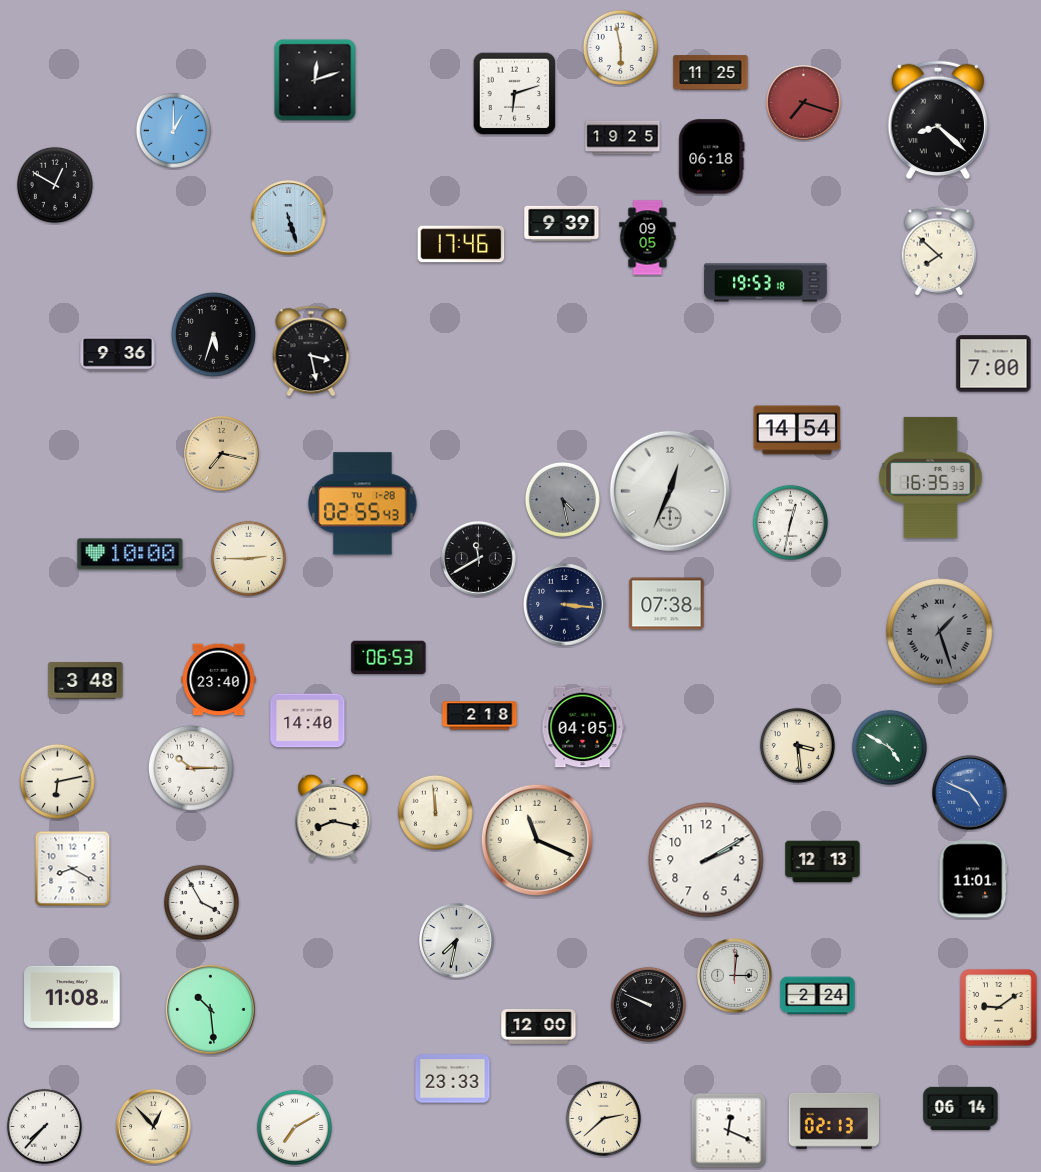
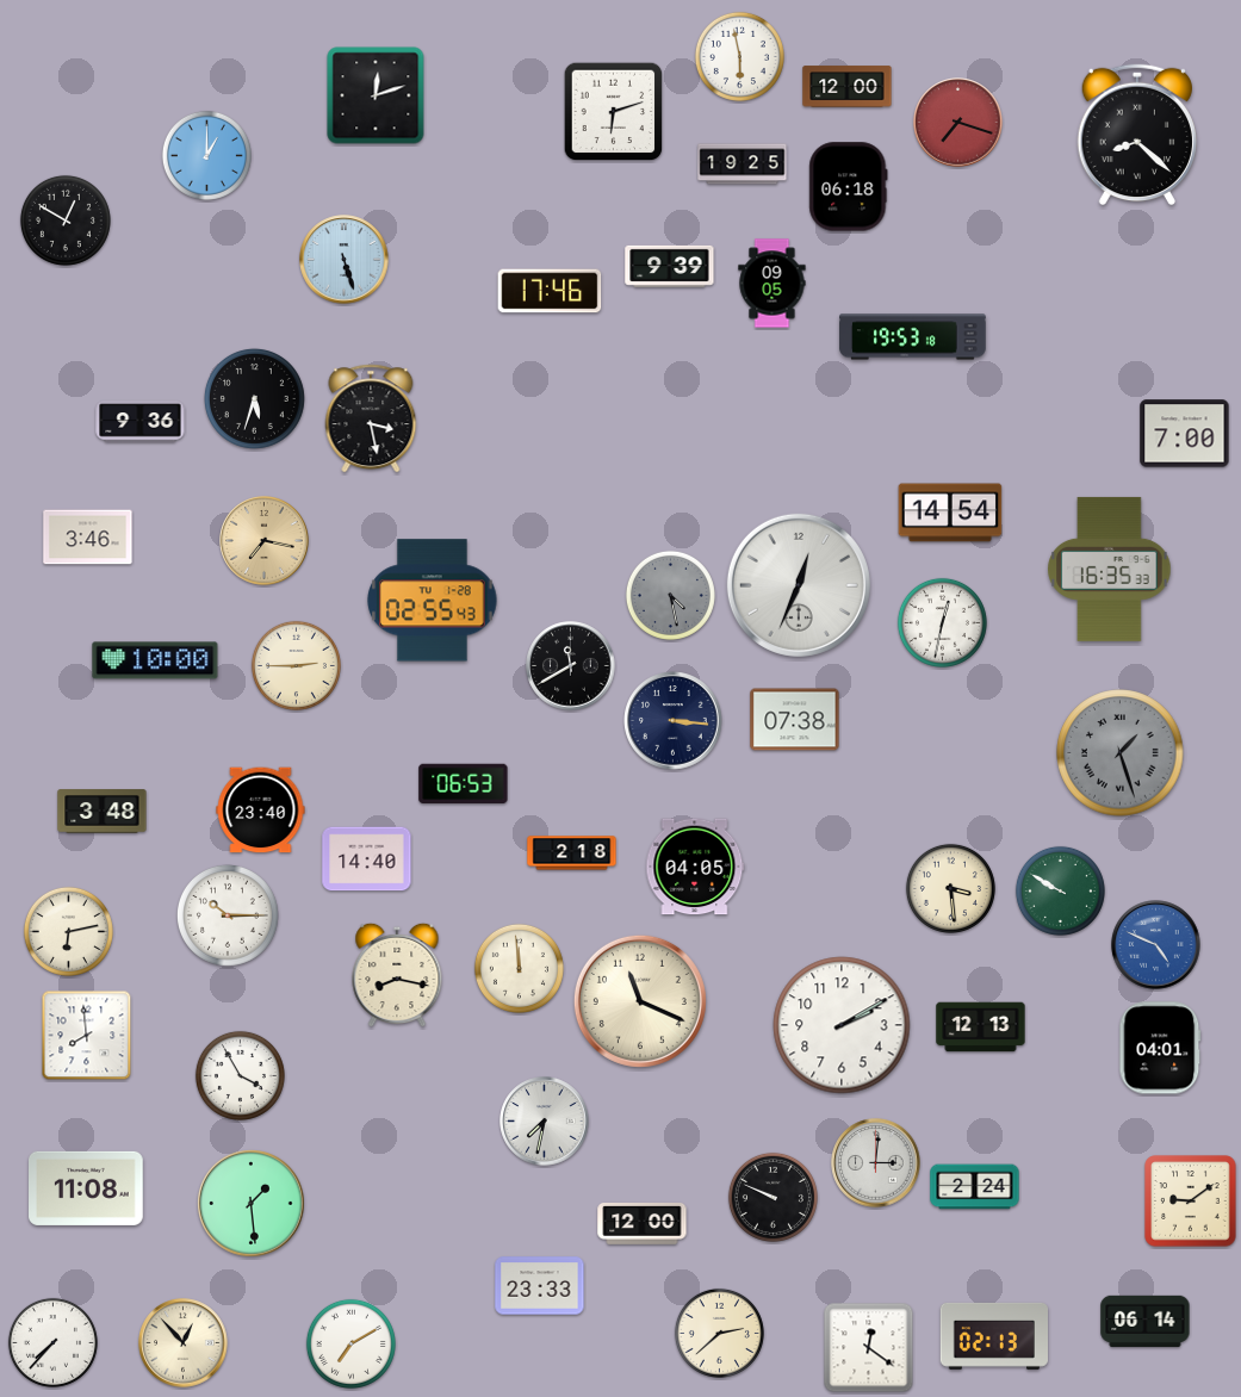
clock at (711, 73): 11:25 -> 12:00
clock at (938, 120) position: (938, 120) -> (1137, 135)
clock at (939, 251): 7:52 -> none
clock at (88, 538): none -> 3:46
clock at (889, 747): 4:50 -> 9:50
clock at (73, 869): 8:20 -> 7:59
clock at (973, 879): 11:01 -> 04:01
clock at (211, 1010): 10:29 -> 1:29
clock at (729, 1131): 12:19 -> 12:21
